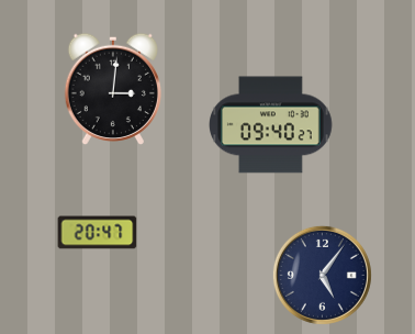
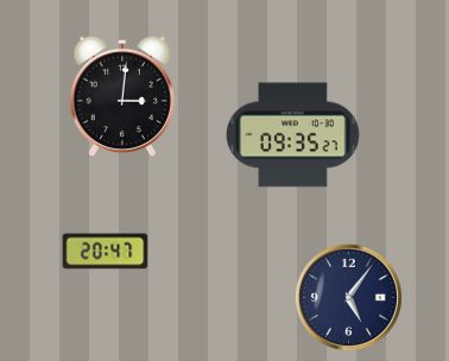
clock at (271, 125): 09:40 -> 09:35
